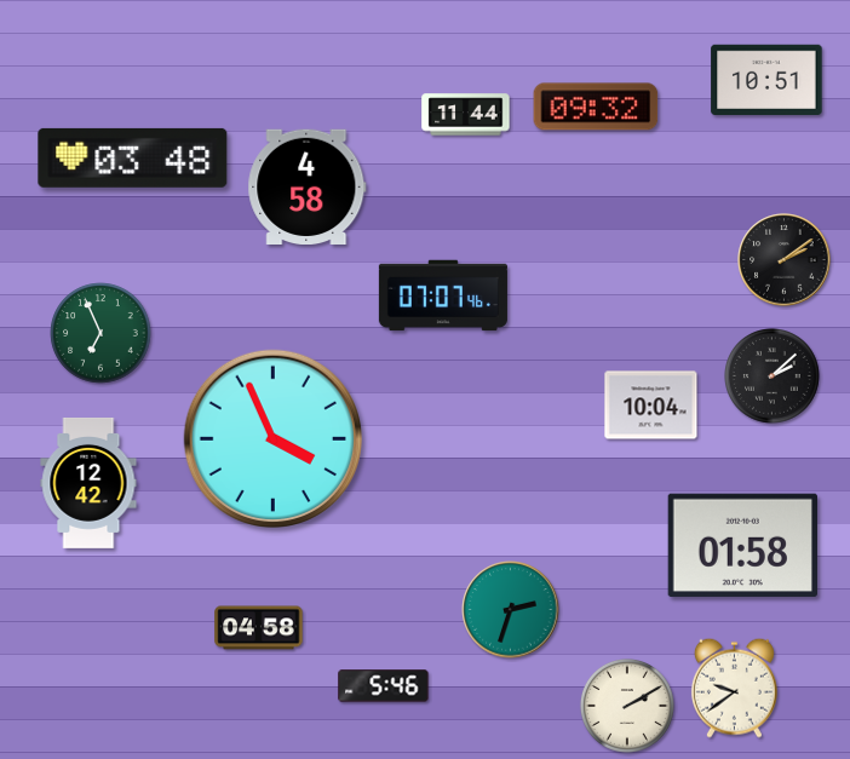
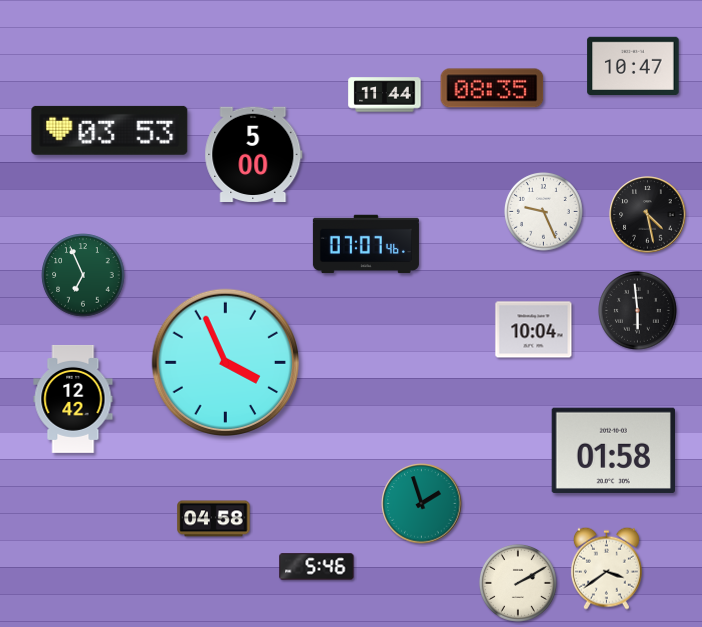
clock at (766, 79): 10:51 -> 10:47
clock at (596, 107): 09:32 -> 08:35
clock at (133, 157): 03:48 -> 03:53
clock at (308, 186): 4:58 -> 5:00
clock at (544, 212): none -> 9:26
clock at (785, 260): 2:09 -> 4:28
clock at (773, 376): 2:08 -> 5:59
clock at (651, 406) position: (651, 406) -> (534, 330)
clock at (511, 610): 2:33 -> 1:57
clock at (734, 688): 9:39 -> 3:39
